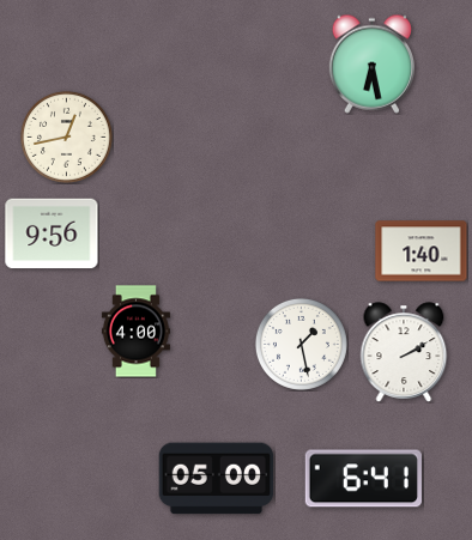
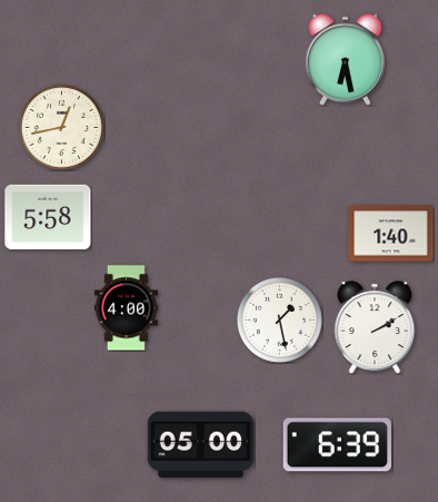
clock at (52, 233): 9:56 -> 5:58
clock at (363, 479): 6:41 -> 6:39
